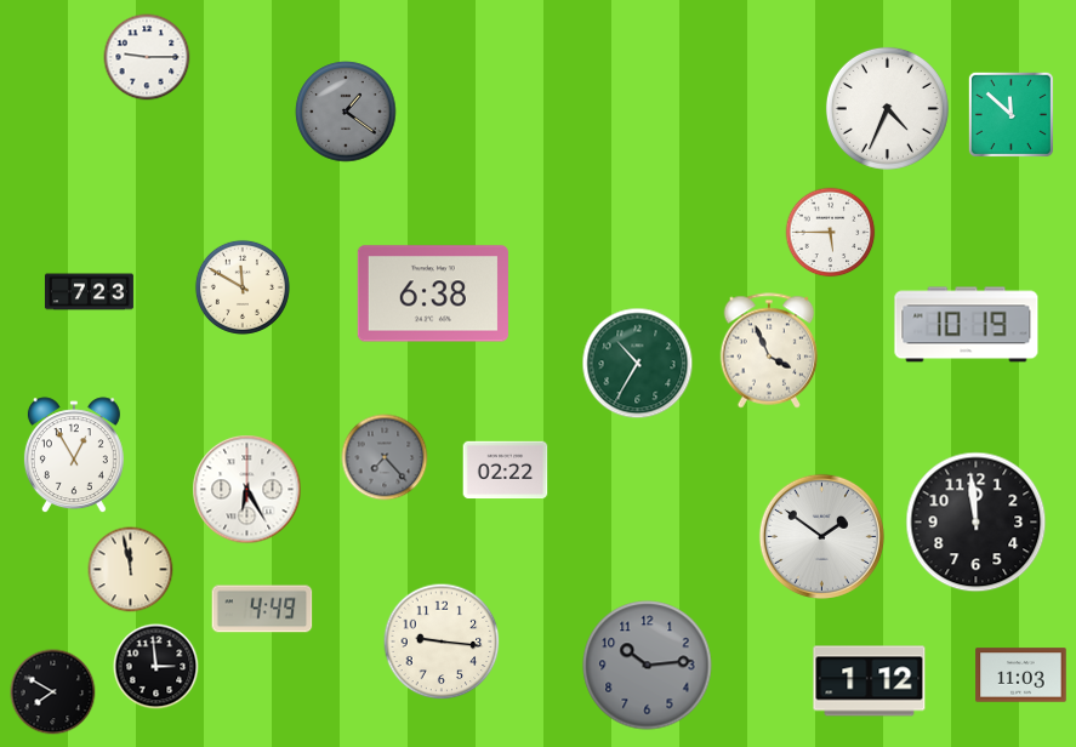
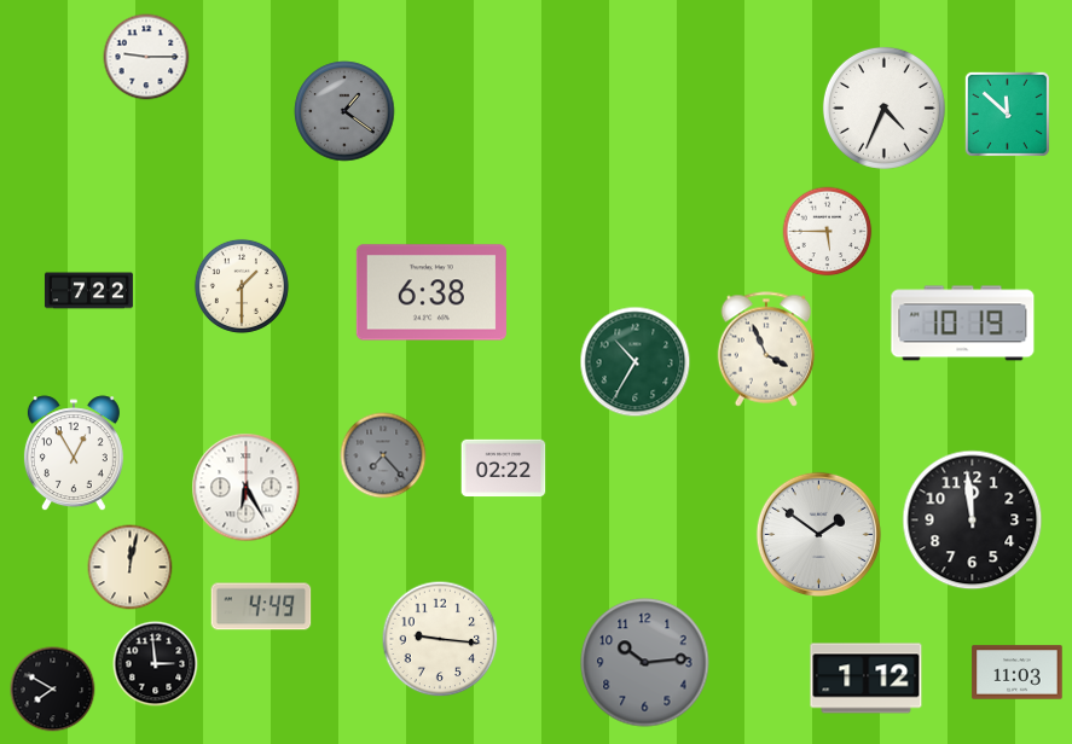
clock at (243, 287): 11:50 -> 1:30
clock at (89, 292): 7:23 -> 7:22
clock at (131, 570): 11:58 -> 12:02
